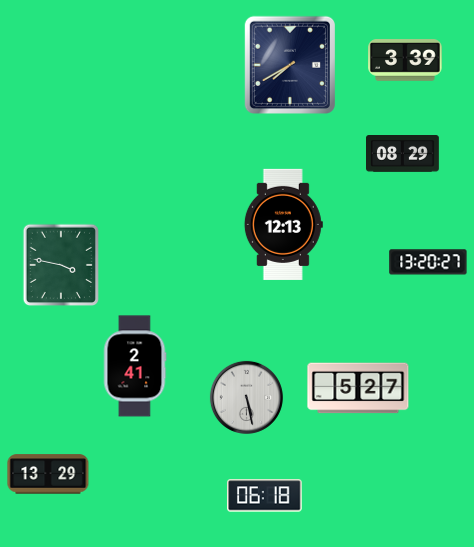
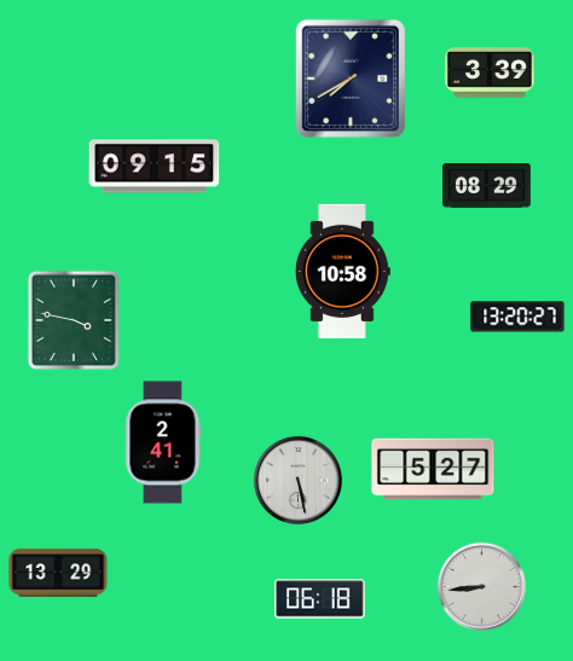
clock at (155, 167): none -> 09:15
clock at (283, 224): 12:13 -> 10:58
clock at (481, 586): none -> 8:44
